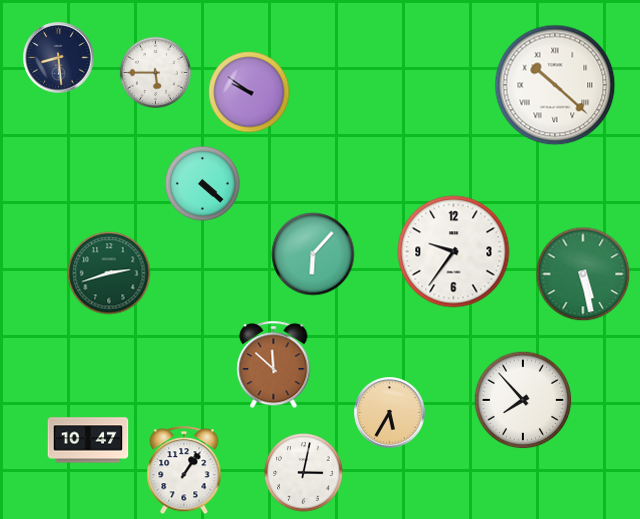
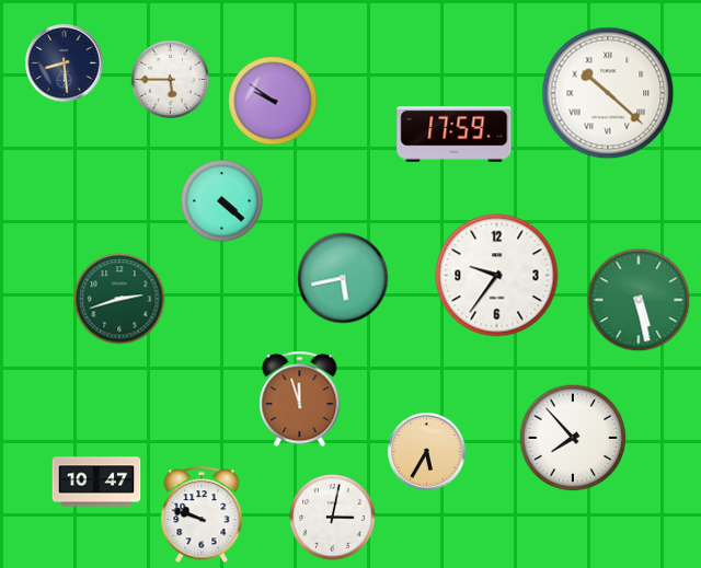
clock at (455, 135): none -> 17:59
clock at (313, 254): 6:07 -> 5:43
clock at (274, 365): 11:52 -> 11:57
clock at (184, 471): 1:06 -> 9:48
